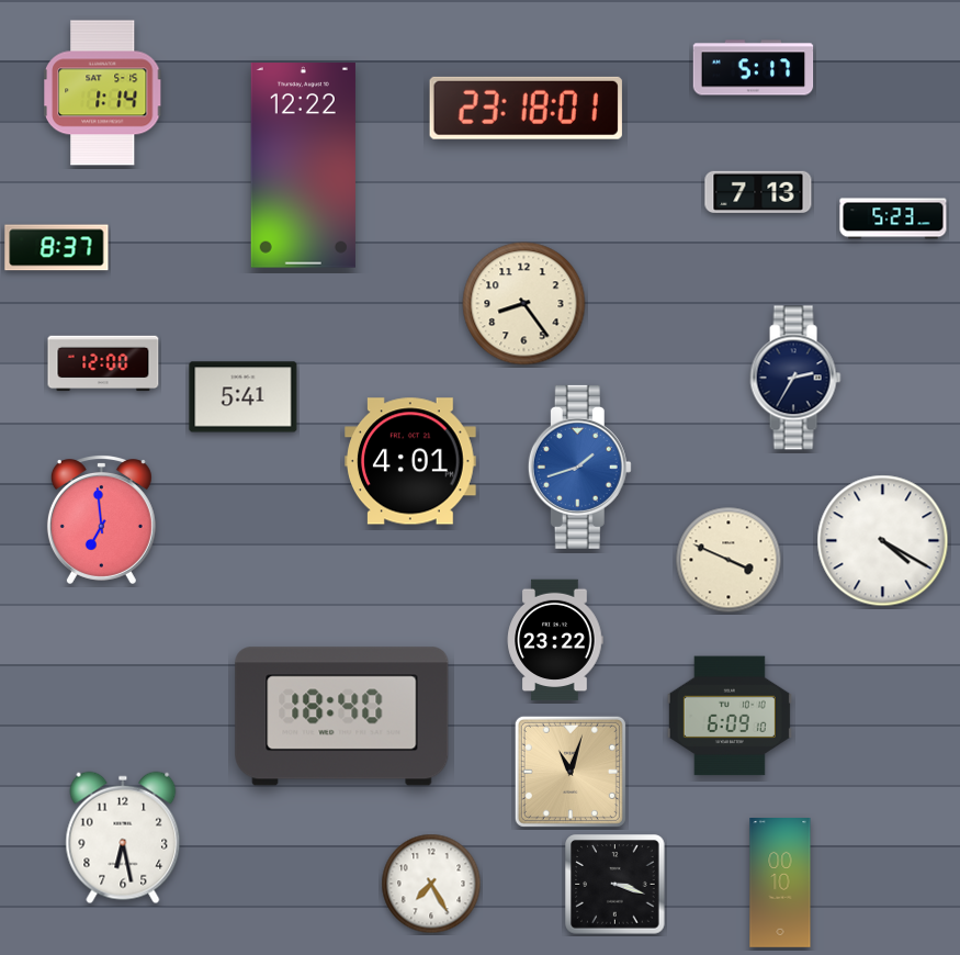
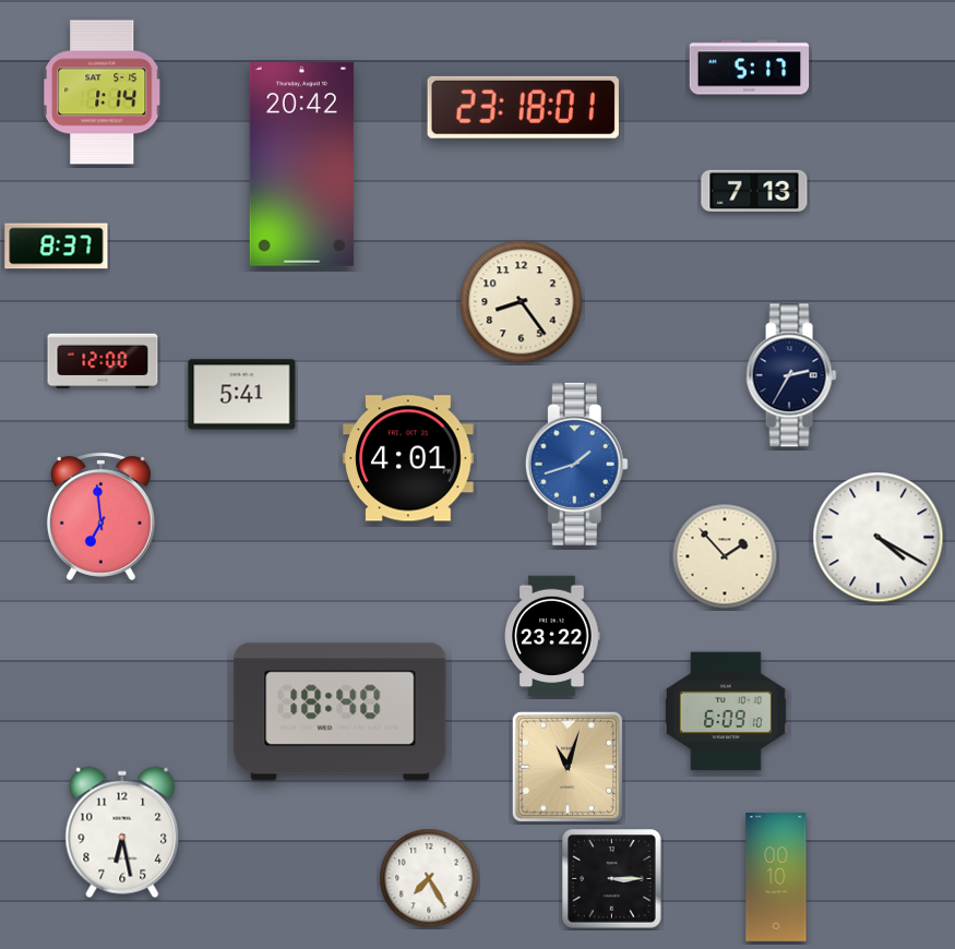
clock at (303, 166): 12:22 -> 20:42
clock at (893, 218): 5:23 -> none
clock at (729, 560): 3:49 -> 1:53
clock at (615, 885): 3:18 -> 3:15
